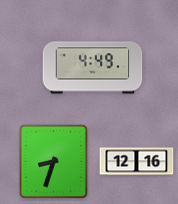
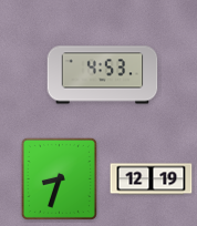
clock at (93, 68): 4:49 -> 4:53
clock at (137, 162): 12:16 -> 12:19
